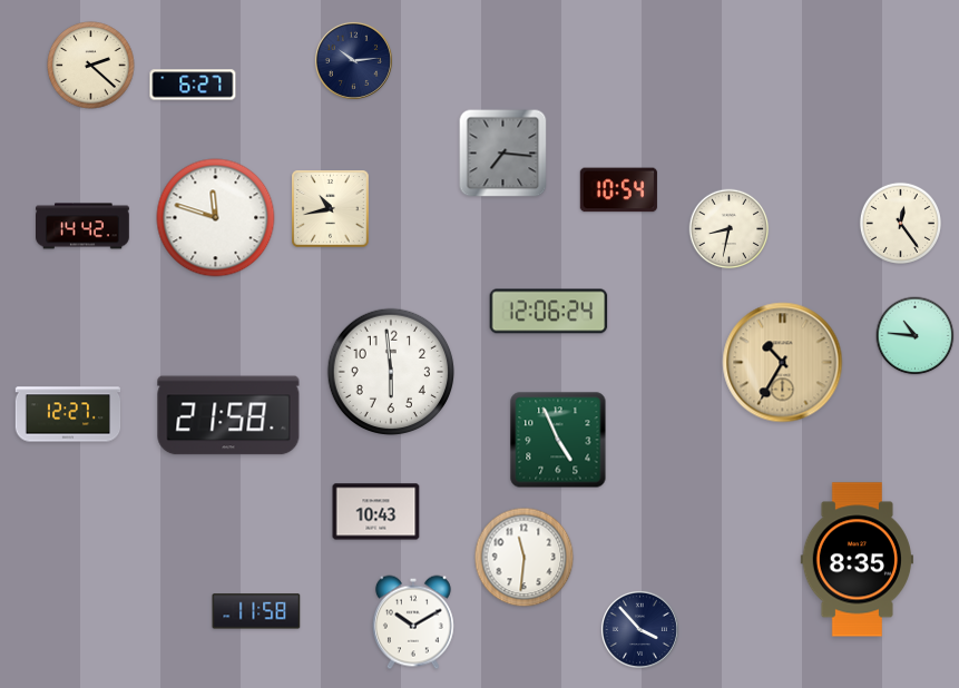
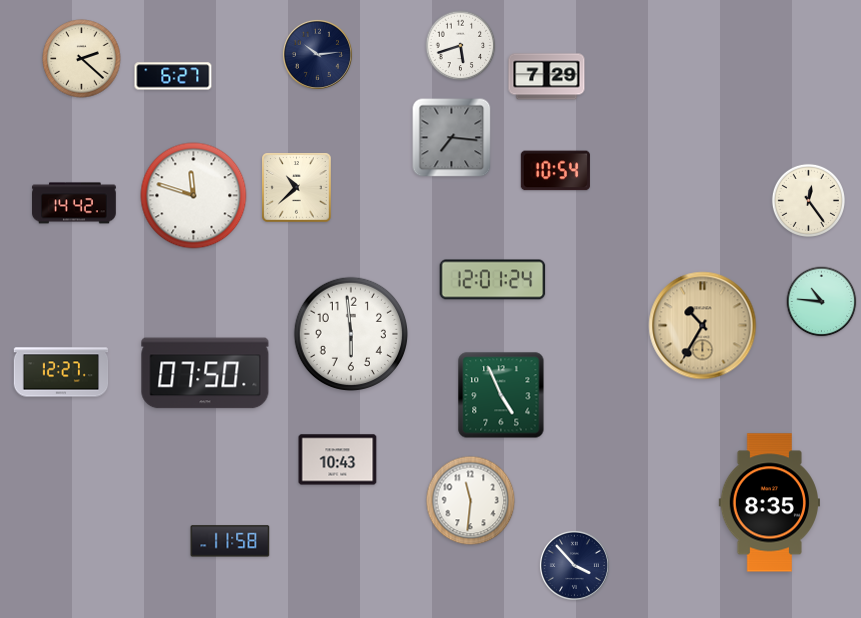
clock at (461, 46): none -> 5:42
clock at (547, 77): none -> 7:29
clock at (331, 209): 10:43 -> 10:38
clock at (730, 229): 8:32 -> none
clock at (549, 312): 12:06 -> 12:01
clock at (228, 415): 21:58 -> 07:50
clock at (256, 611) position: (256, 611) -> (230, 541)
clock at (413, 622): 10:10 -> none
